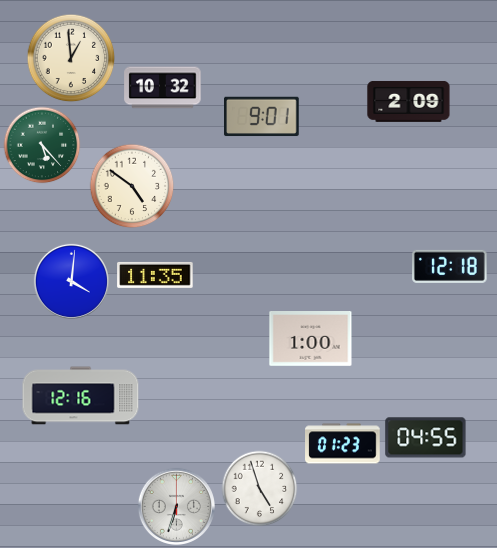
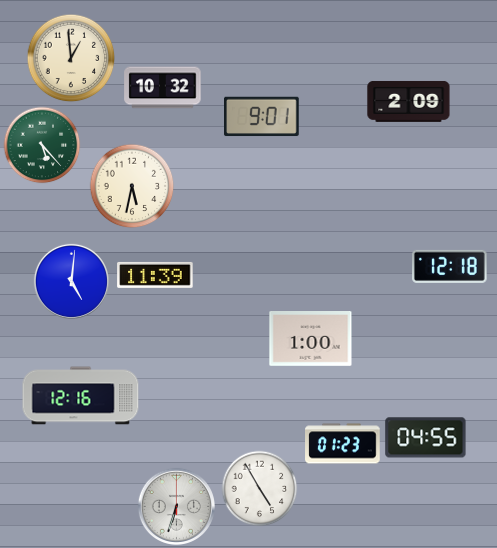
clock at (132, 186): 4:51 -> 5:32
clock at (155, 275): 11:35 -> 11:39
clock at (71, 281): 4:01 -> 5:01
clock at (260, 489): 4:57 -> 4:55
